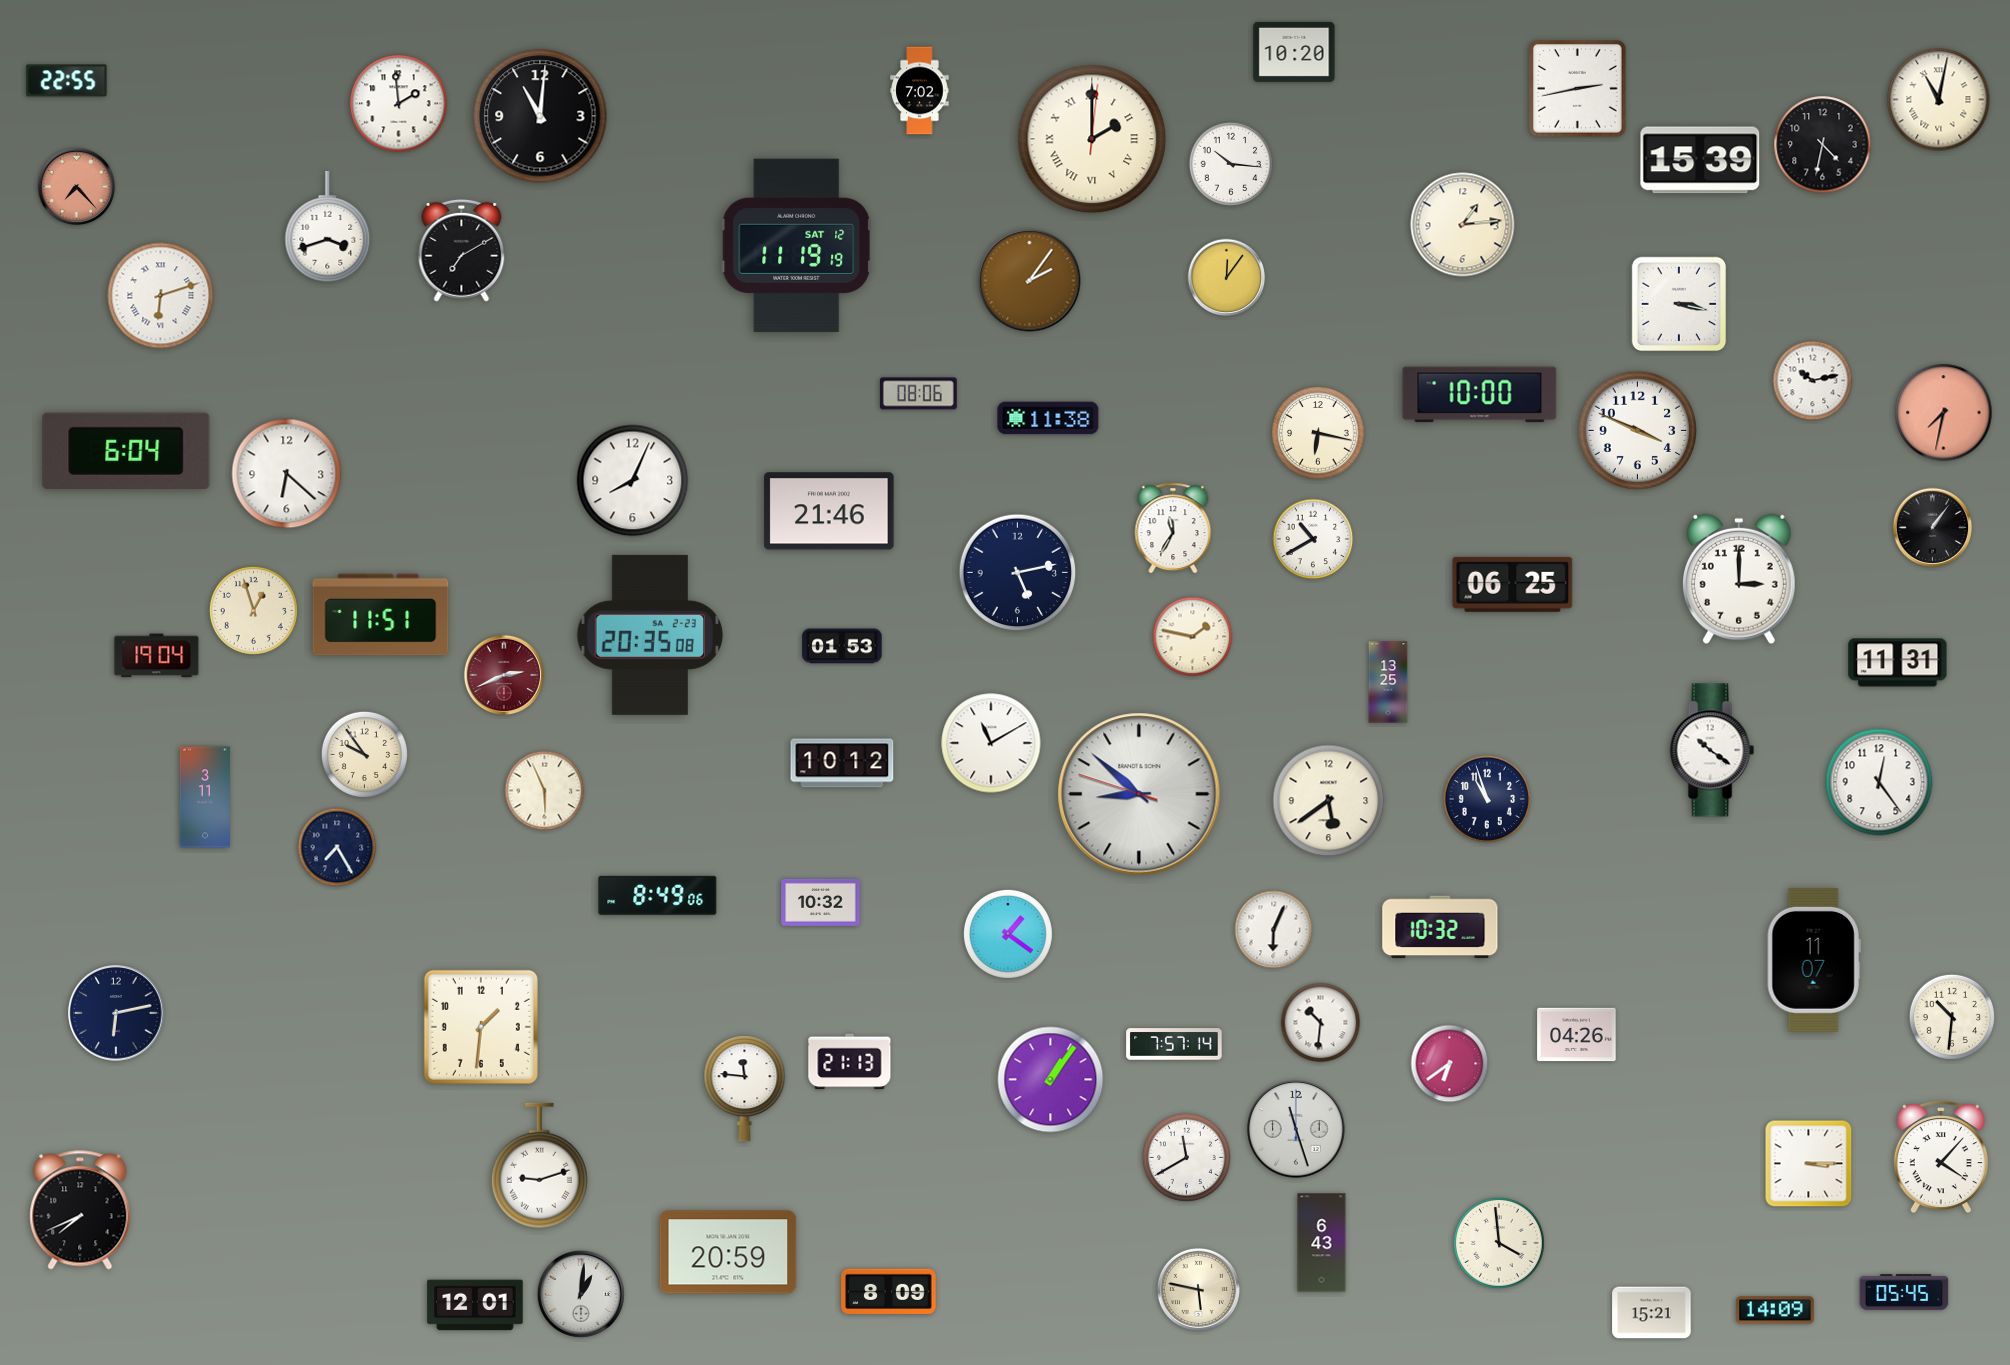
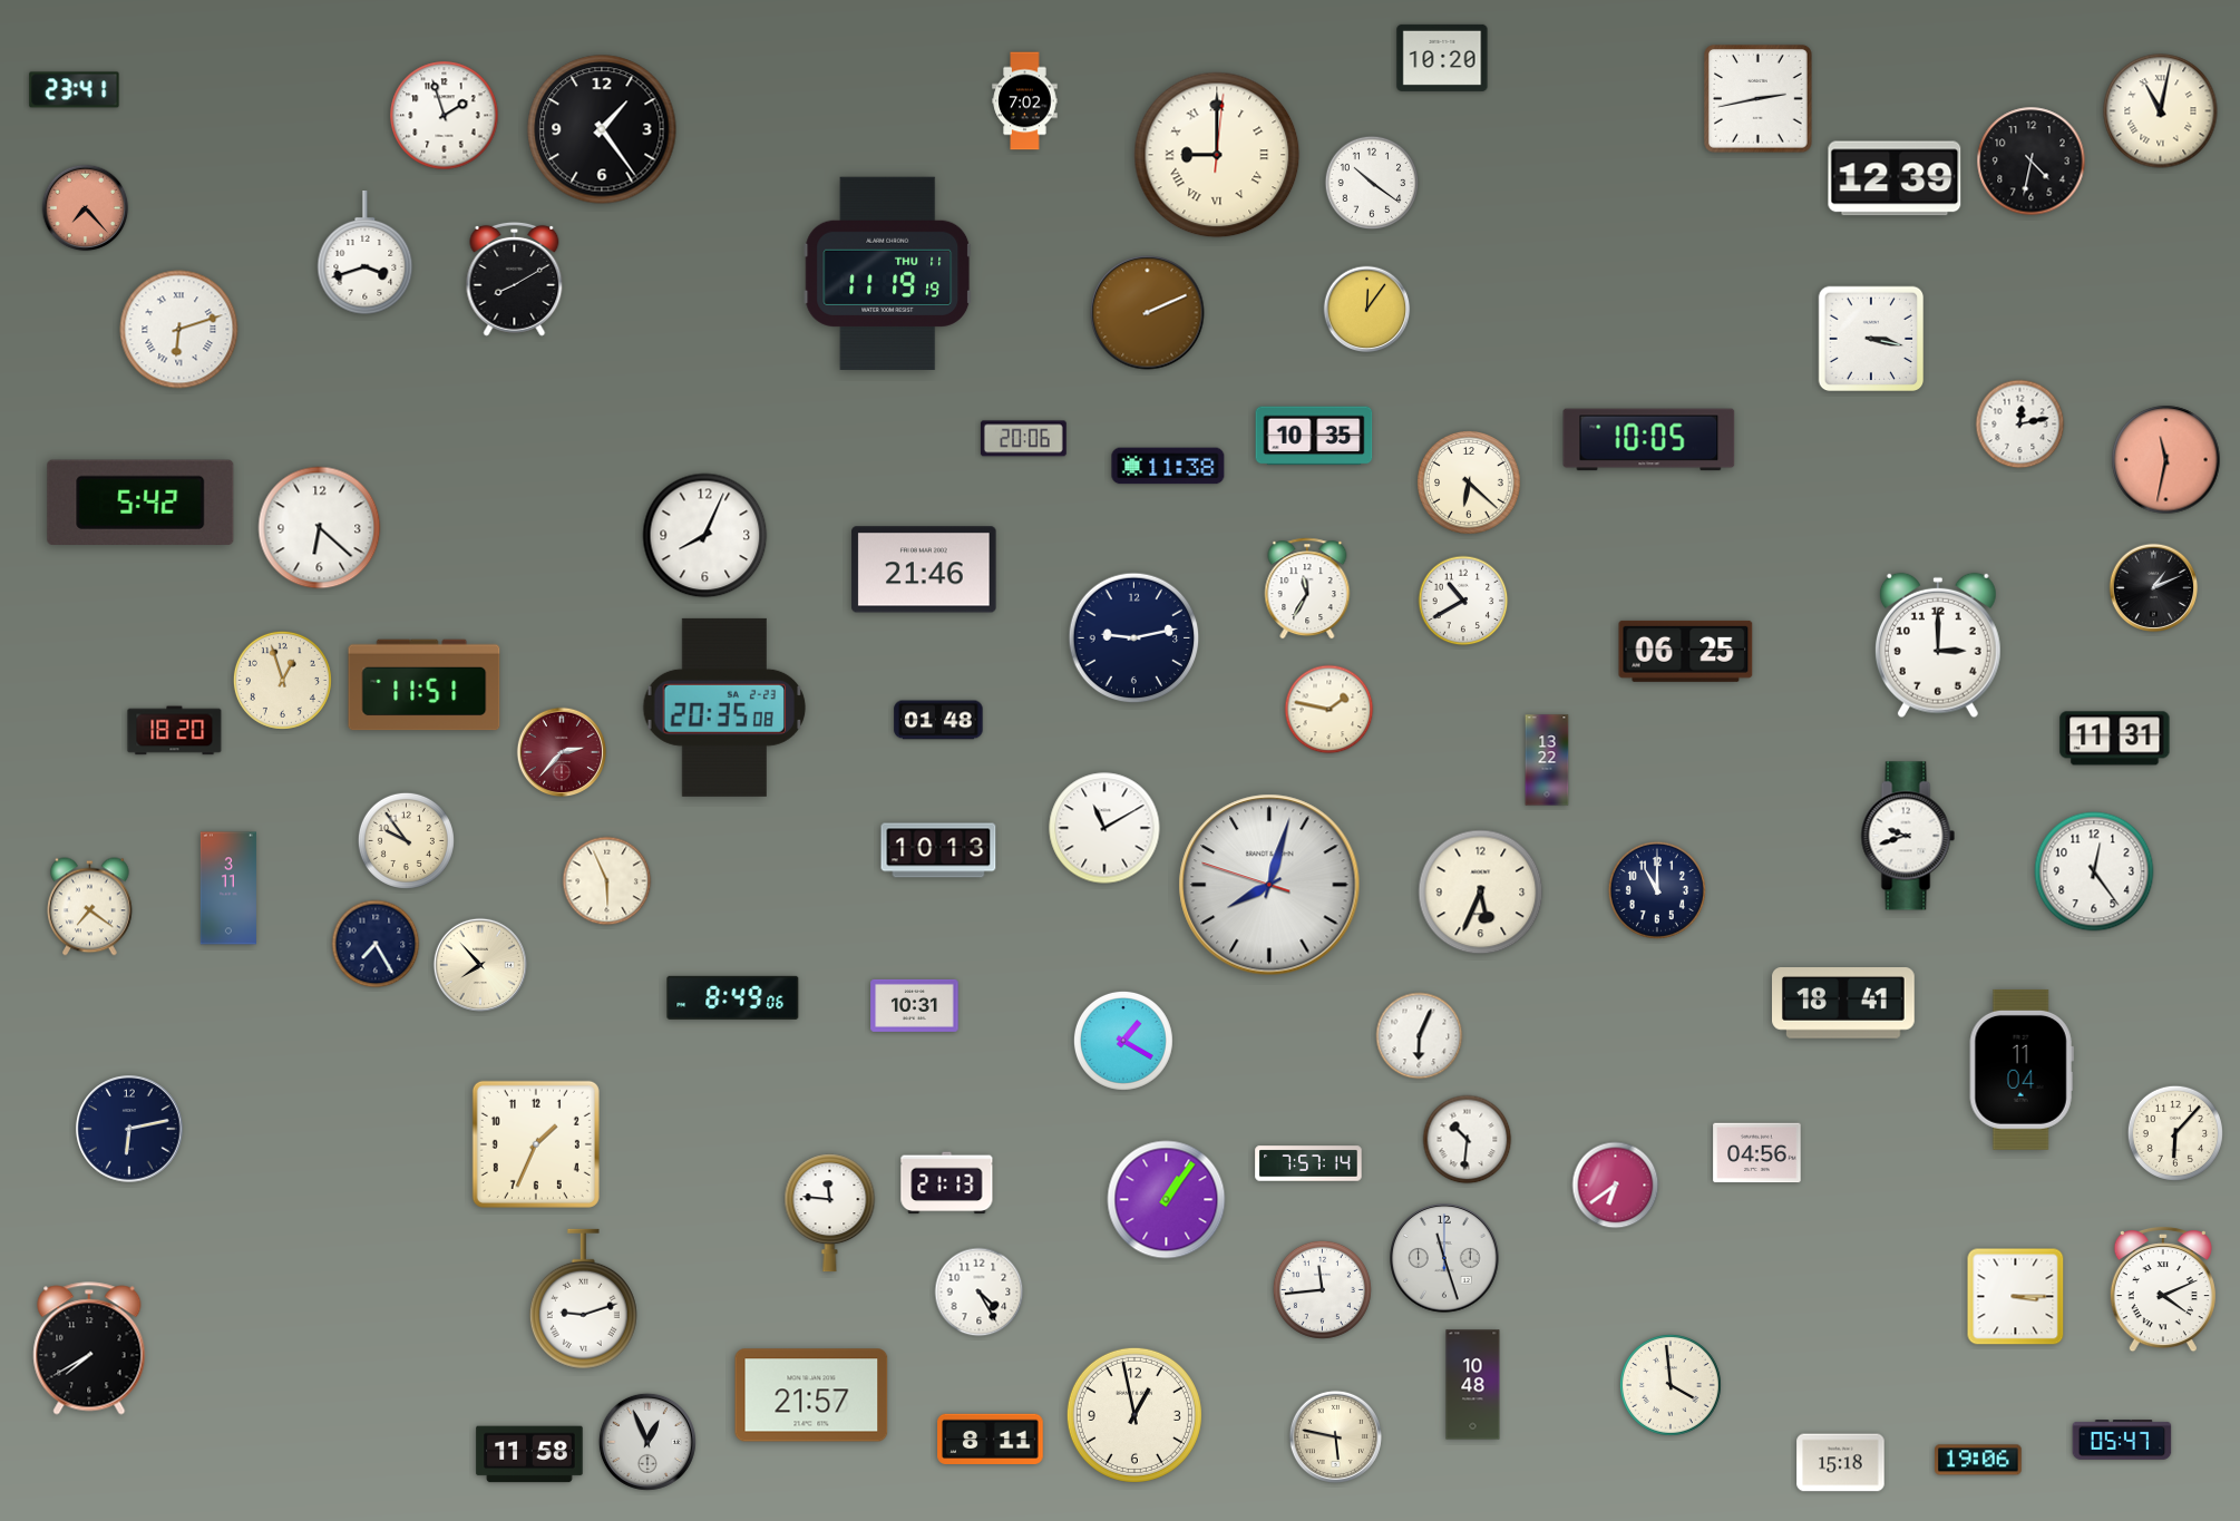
clock at (67, 81): 22:55 -> 23:41
clock at (399, 104): 1:59 -> 1:57
clock at (540, 116): 11:01 -> 1:24
clock at (1092, 139): 2:00 -> 9:00
clock at (1700, 160): 15:39 -> 12:39
clock at (1231, 164): 10:16 -> 10:21
clock at (1463, 225): 1:14 -> none
clock at (797, 245) date: SAT 12 -> THU 11
clock at (462, 250): 7:10 -> 8:10
clock at (1030, 281): 2:06 -> 2:11
clock at (1813, 381): 10:13 -> 12:13
clock at (1314, 436): none -> 10:35
clock at (918, 394): 08:06 -> 20:06
clock at (1480, 395): 10:00 -> 10:05
clock at (1944, 413): 7:32 -> 11:32
clock at (1637, 430): 3:49 -> none
clock at (1318, 433): 6:17 -> 6:22
clock at (126, 450): 6:04 -> 5:42
clock at (1933, 528): 1:06 -> 1:11
clock at (1018, 573): 5:13 -> 9:13
clock at (842, 646): 01:53 -> 01:48
clock at (157, 656): 19:04 -> 18:20
clock at (504, 675): 2:41 -> 2:37
clock at (1388, 682): 13:25 -> 13:22
clock at (1712, 750): 10:21 -> 9:42
clock at (842, 763): 10:12 -> 10:13
clock at (1139, 794): 8:51 -> 8:02
clock at (1487, 799): 10:57 -> 11:00
clock at (1329, 801): 5:39 -> 5:34
clock at (90, 907): none -> 7:21
clock at (480, 965): none -> 7:53
clock at (1844, 1004): none -> 18:41
clock at (821, 902): 10:32 -> 10:31
clock at (1440, 927): 10:32 -> none
clock at (1008, 934): 1:21 -> 1:20
clock at (1814, 960): 11:07 -> 11:04
clock at (1951, 1017): 10:31 -> 6:07
clock at (1321, 1023) position: (1321, 1023) -> (1468, 1140)
clock at (481, 1027): 1:31 -> 1:34
clock at (1577, 1035): 04:26 -> 04:56
clock at (1051, 1080) position: (1051, 1080) -> (1167, 1200)
clock at (1186, 1157): 11:40 -> 11:44
clock at (1941, 1158): 4:07 -> 4:11
clock at (980, 1293): none -> 4:25
clock at (539, 1166) position: (539, 1166) -> (583, 1299)
clock at (80, 1210): 7:41 -> 7:40
clock at (1322, 1243): 6:43 -> 10:48
clock at (728, 1252): 20:59 -> 21:57
clock at (1134, 1415): none -> 12:58
clock at (889, 1291): 8:09 -> 8:11
clock at (1904, 1292): 05:45 -> 05:47
clock at (581, 1294): 1:01 -> 12:56
clock at (475, 1305): 12:01 -> 11:58
clock at (1775, 1310): 14:09 -> 19:06
clock at (1652, 1313): 15:21 -> 15:18
